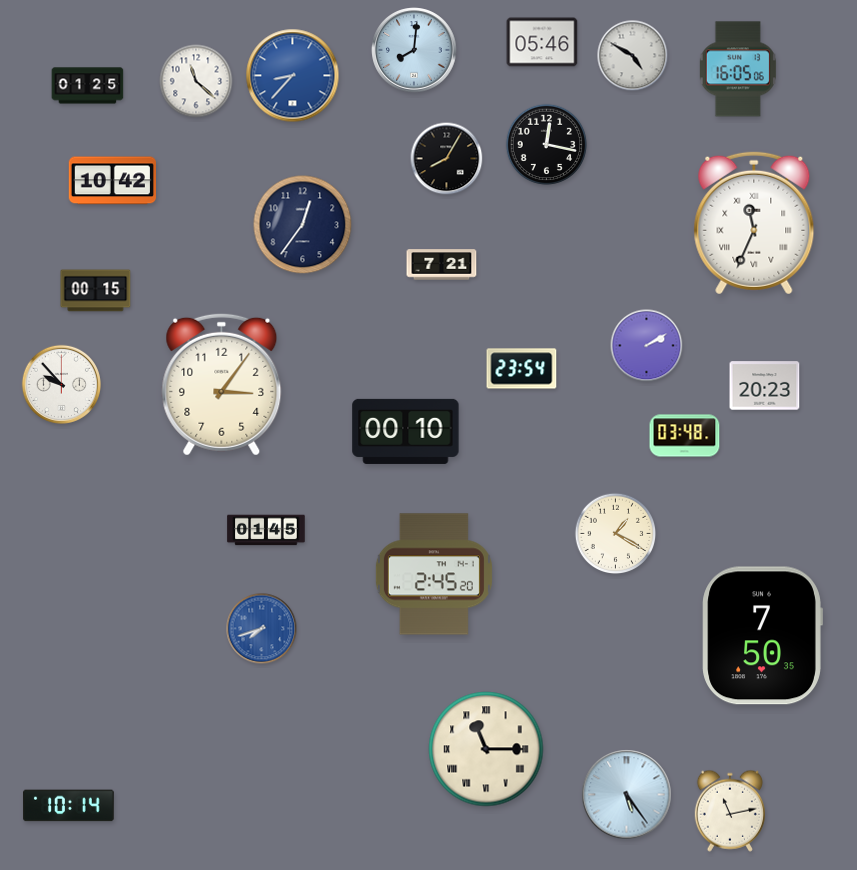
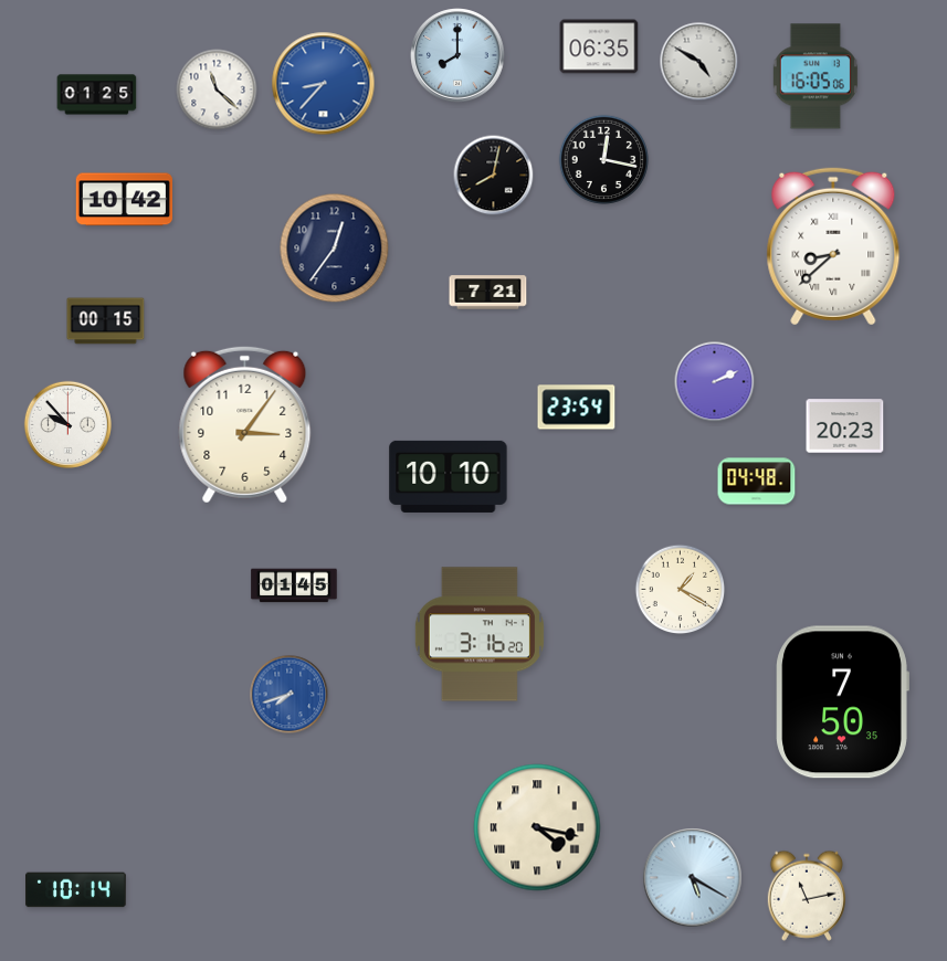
clock at (542, 42): 05:46 -> 06:35
clock at (414, 50): 8:01 -> 8:00
clock at (447, 159): 8:05 -> 8:02
clock at (754, 223): 11:34 -> 8:38
clock at (647, 346): 2:10 -> 2:11
clock at (406, 431): 00:10 -> 10:10
clock at (685, 436): 03:48 -> 04:48
clock at (434, 574): 2:45 -> 3:16
clock at (486, 749): 11:15 -> 4:17
clock at (627, 795): 5:24 -> 5:20
